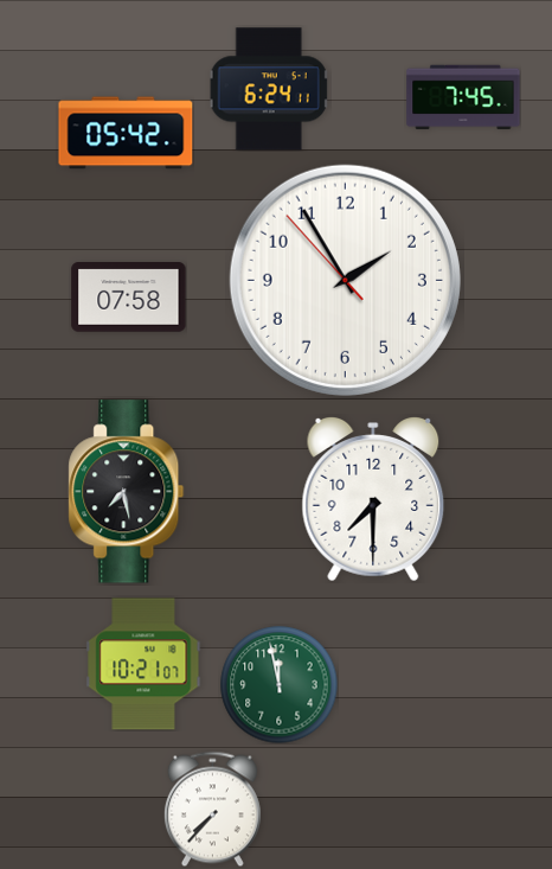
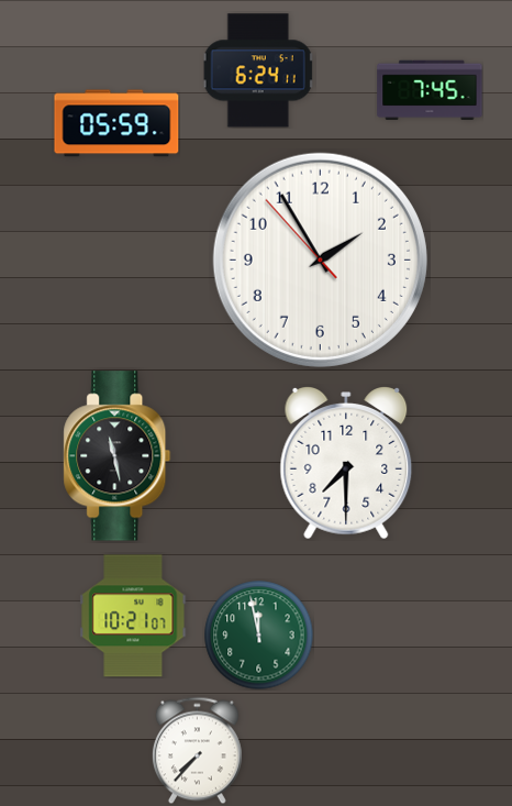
clock at (269, 89) position: (269, 89) -> (258, 70)
clock at (126, 133): 05:42 -> 05:59
clock at (129, 298): 07:58 -> none
clock at (127, 492): 7:28 -> 11:28
